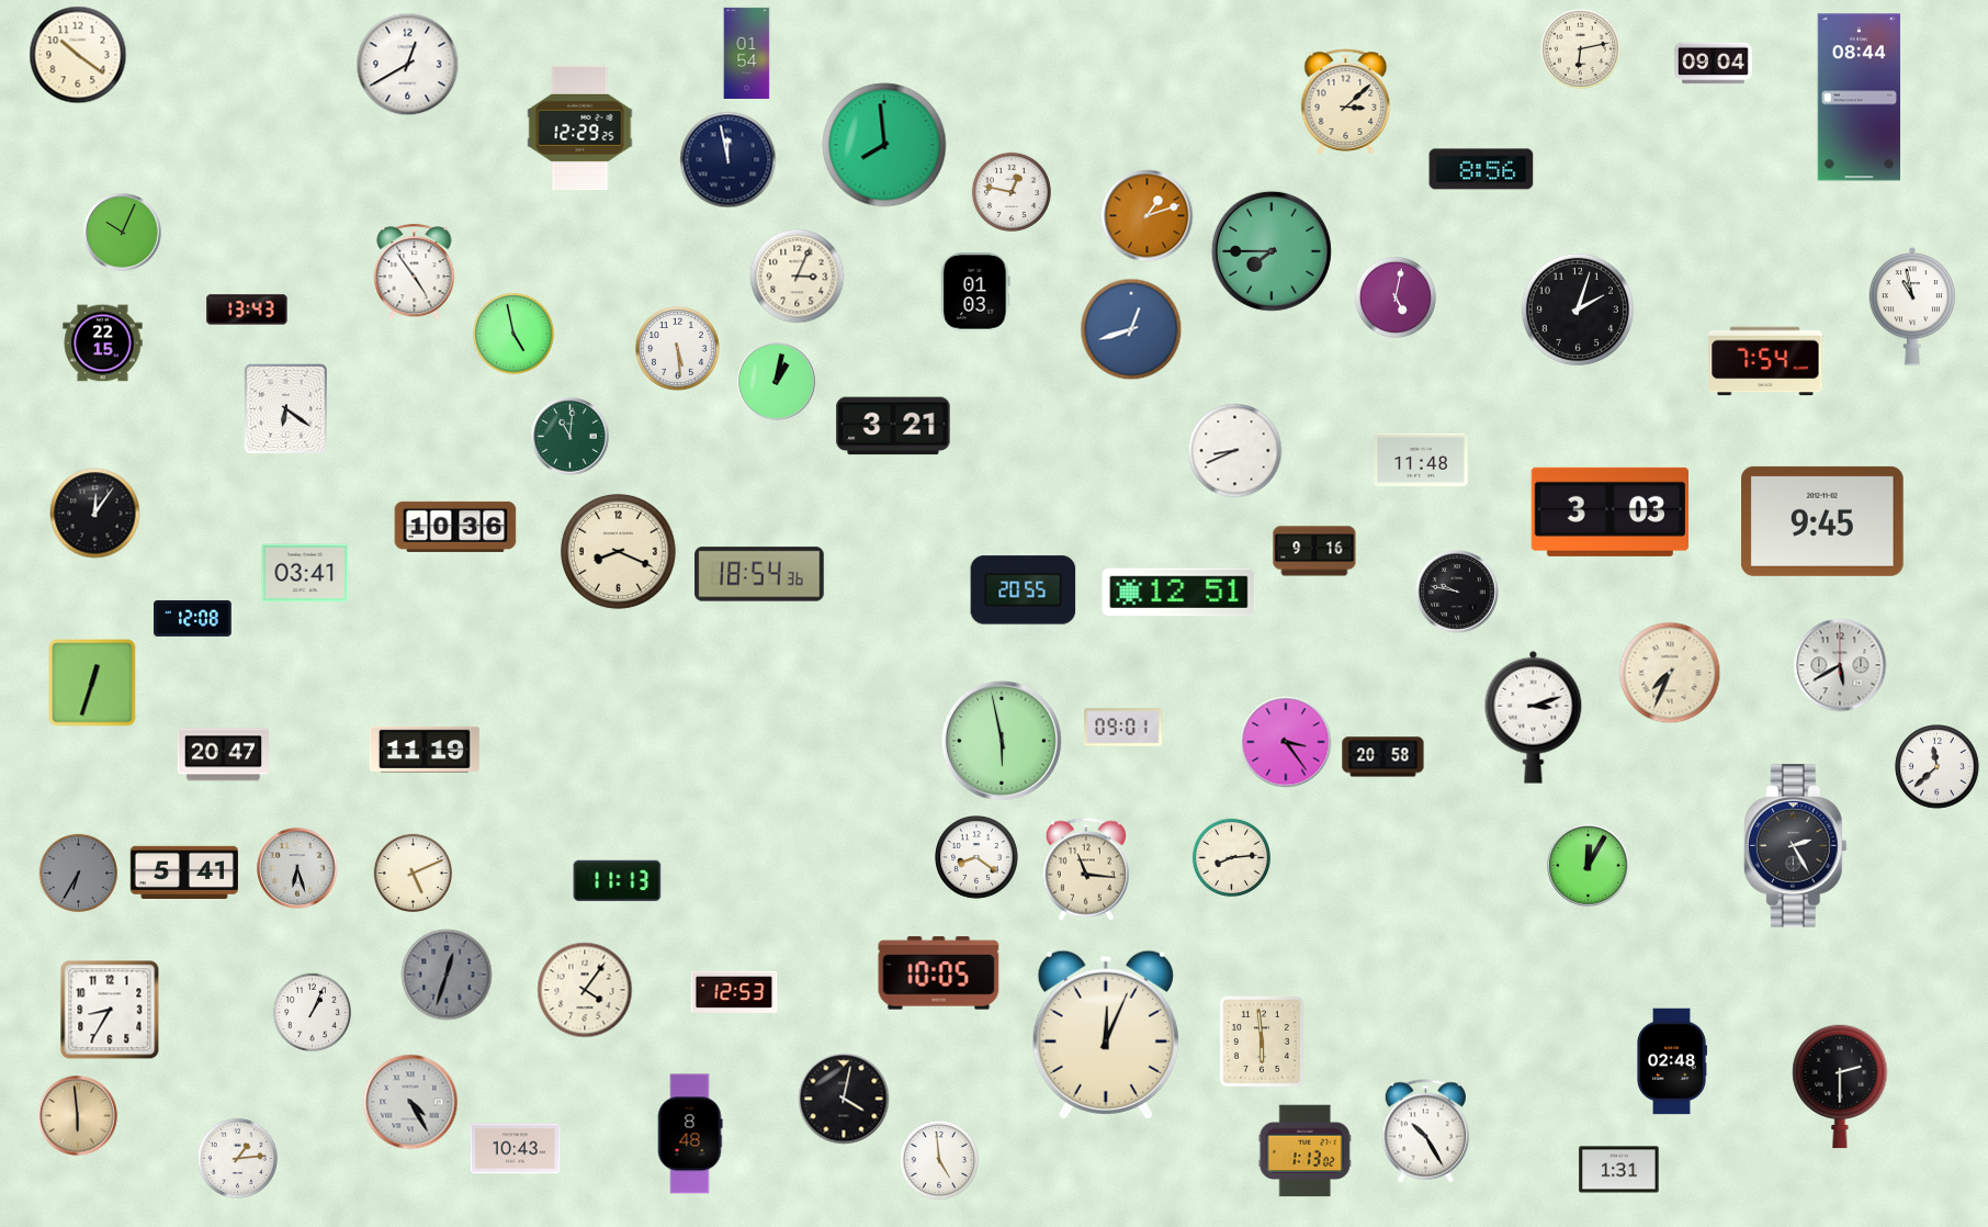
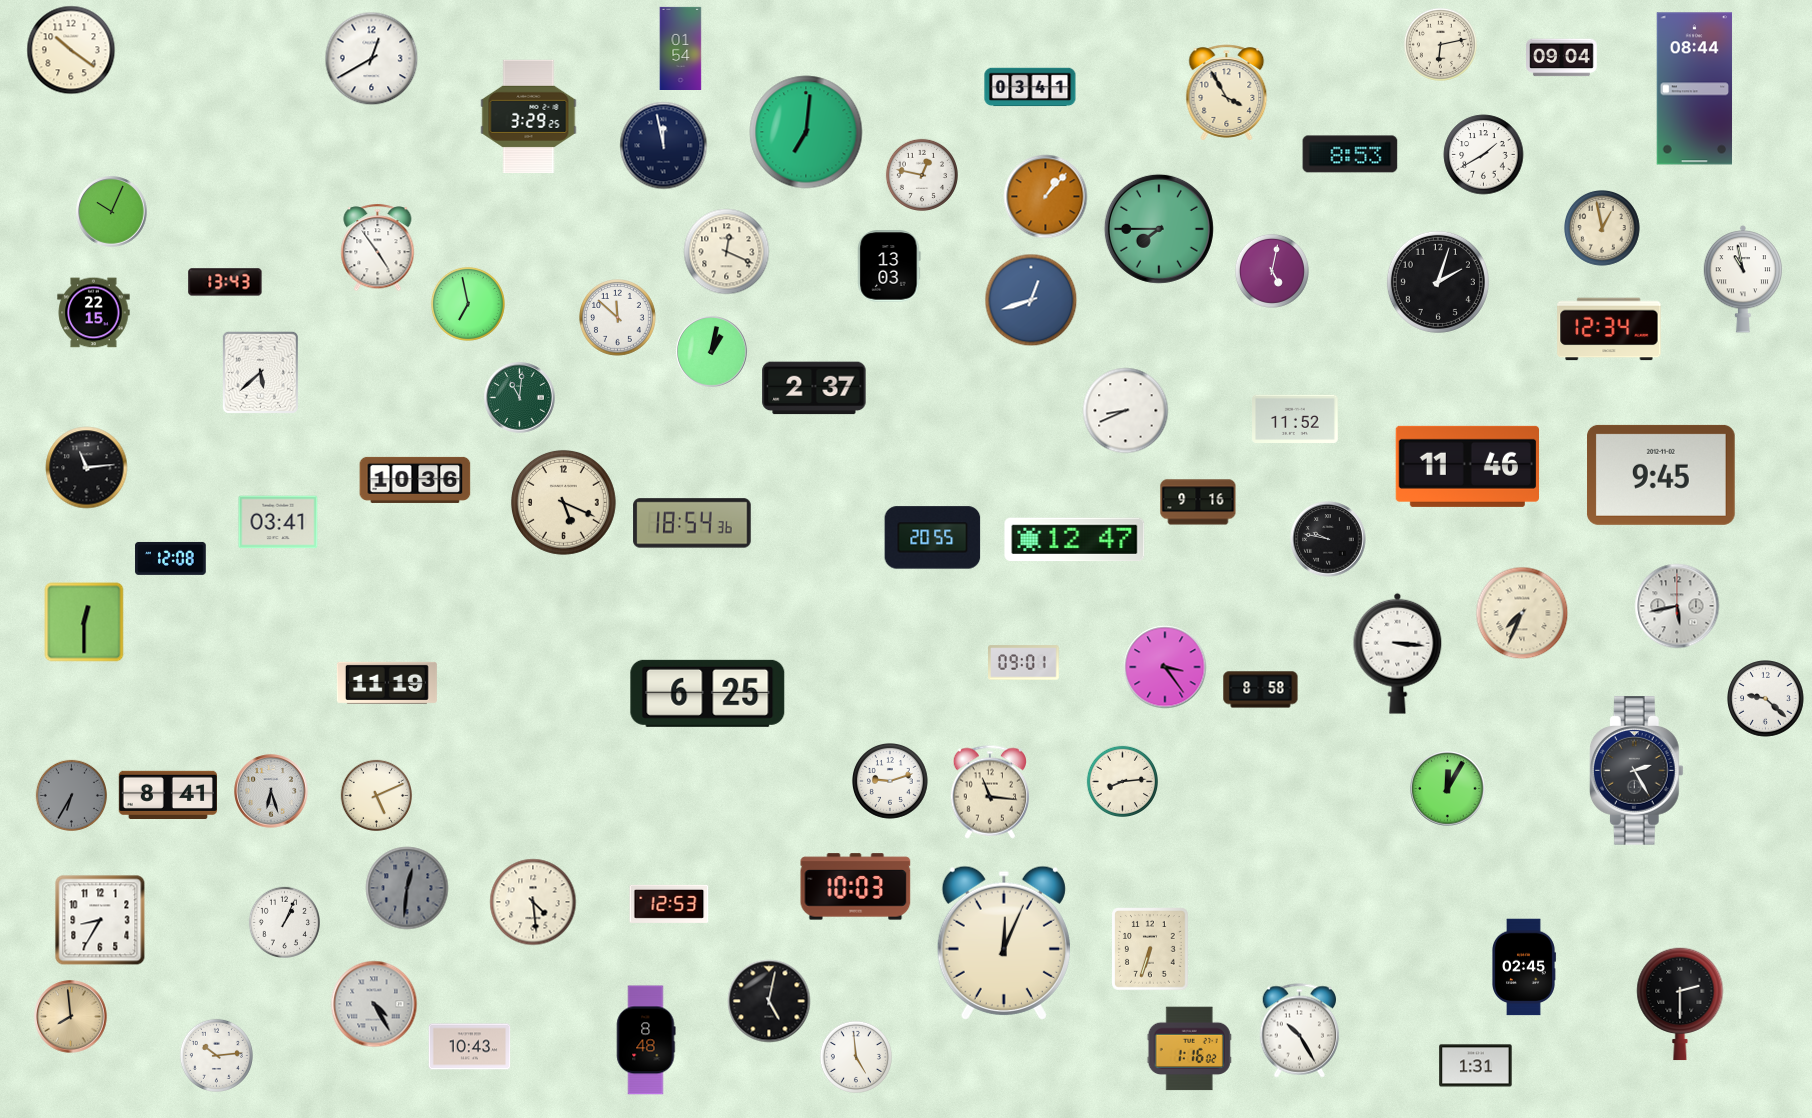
clock at (1030, 87): none -> 03:41
clock at (1346, 102): 3:08 -> 3:55
clock at (580, 127): 12:29 -> 3:29
clock at (884, 145): 7:59 -> 7:01
clock at (1481, 169): 8:56 -> 8:53
clock at (1484, 155): none -> 1:40
clock at (1148, 216): 1:12 -> 1:07
clock at (1603, 229): none -> 12:58
clock at (798, 277): 3:04 -> 12:19
clock at (975, 292): 01:03 -> 13:03
clock at (513, 334): 4:58 -> 6:58
clock at (678, 349): 5:29 -> 11:52
clock at (1765, 361): 7:54 -> 12:34
clock at (777, 382) position: (777, 382) -> (712, 352)
clock at (285, 408): 6:21 -> 5:38
clock at (893, 426): 3:21 -> 2:37
clock at (1422, 459): 11:48 -> 11:52
clock at (1609, 511): 3:03 -> 11:46
clock at (95, 514): 12:06 -> 11:14
clock at (618, 551): 8:19 -> 5:19
clock at (1179, 593): 12:51 -> 12:47
clock at (193, 618) position: (193, 618) -> (171, 558)
clock at (1840, 665): 5:40 -> 5:43
clock at (92, 683): 12:33 -> 12:30
clock at (1534, 717): 3:12 -> 3:16
clock at (1002, 741): 5:58 -> none
clock at (1286, 742) position: (1286, 742) -> (1165, 667)
clock at (223, 755): 20:47 -> none
clock at (1383, 757): 20:58 -> 8:58
clock at (708, 693): none -> 6:25
clock at (1938, 767): 11:38 -> 9:22
clock at (978, 858): 8:21 -> 9:12
clock at (183, 871): 5:41 -> 8:41
clock at (618, 881): 11:13 -> none
clock at (939, 973): 10:05 -> 10:03
clock at (447, 975): 12:33 -> 12:31
clock at (585, 990): 4:06 -> 4:29
clock at (1106, 1035) position: (1106, 1035) -> (1004, 943)
clock at (1263, 1043): 5:59 -> 6:33
clock at (1672, 1061): 02:48 -> 02:45
clock at (1840, 1087) position: (1840, 1087) -> (1680, 1004)
clock at (844, 1099): 4:02 -> 5:02
clock at (78, 1116): 5:59 -> 7:59
clock at (690, 1134) position: (690, 1134) -> (646, 1040)
clock at (1304, 1151): 1:13 -> 1:16
clock at (237, 1158): 1:14 -> 10:14
